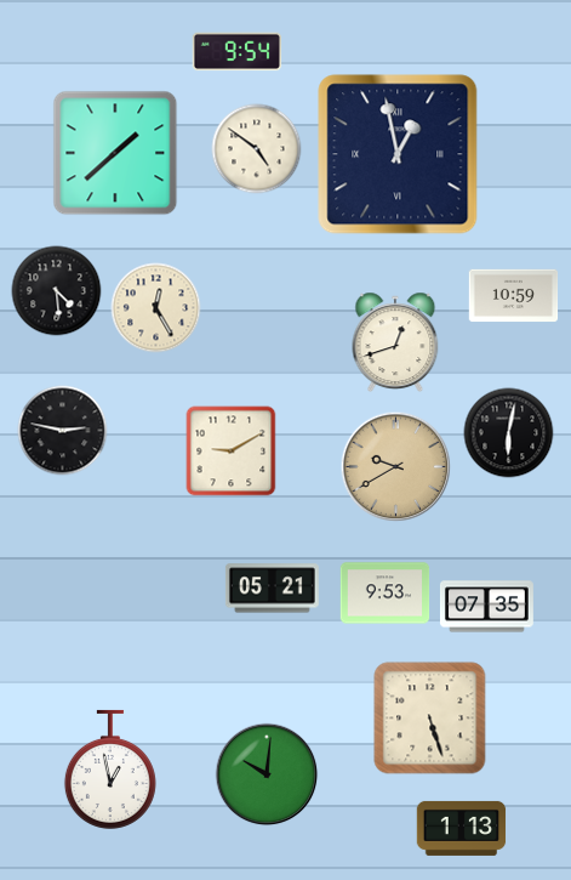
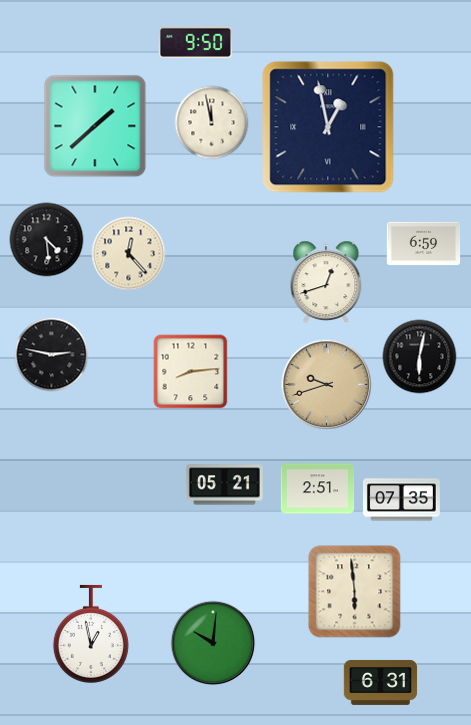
clock at (236, 52): 9:54 -> 9:50
clock at (257, 149): 4:51 -> 11:58
clock at (514, 296): 10:59 -> 6:59
clock at (156, 308): 12:25 -> 12:23
clock at (232, 452): 9:10 -> 8:14
clock at (396, 467): 9:40 -> 9:42
clock at (386, 594): 9:53 -> 2:51
clock at (430, 719): 5:27 -> 5:59
clock at (267, 774) position: (267, 774) -> (213, 643)
clock at (462, 828): 1:13 -> 6:31
